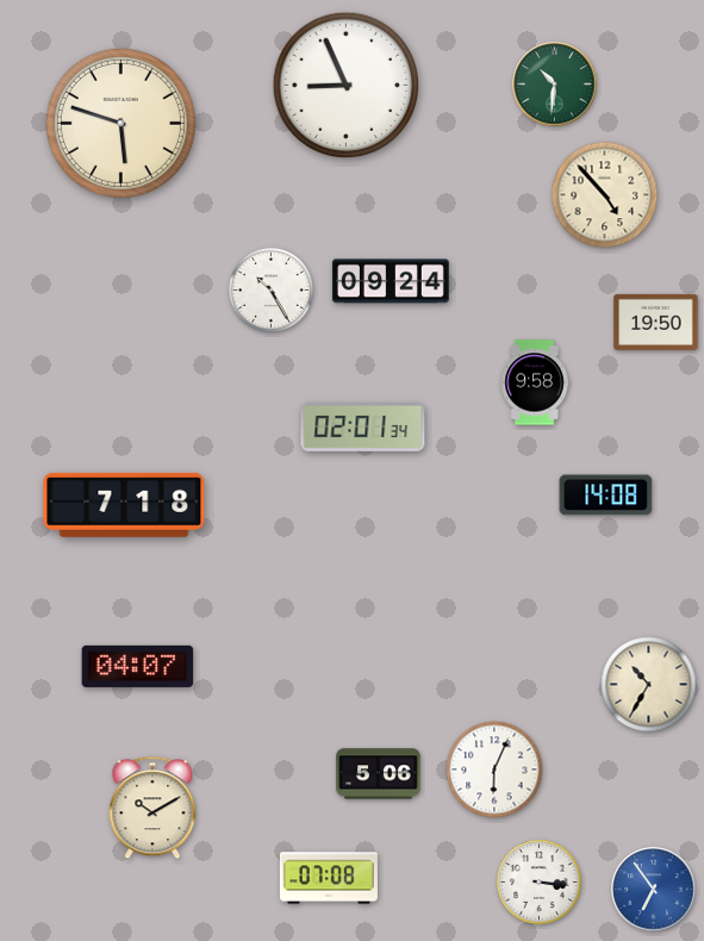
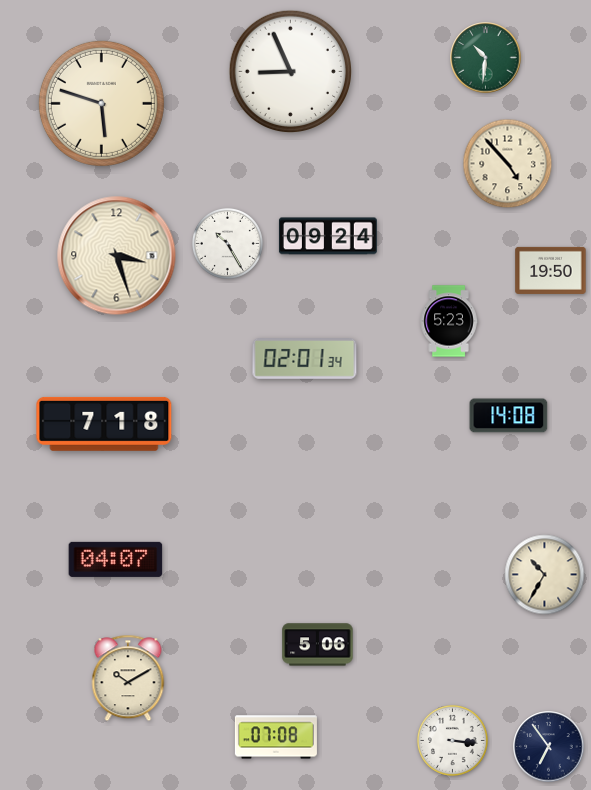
clock at (555, 85) position: (555, 85) -> (486, 58)
clock at (117, 256): none -> 3:27
clock at (535, 382): 9:58 -> 5:23
clock at (494, 769): 6:04 -> none
clock at (379, 774) position: (379, 774) -> (318, 645)
clock at (654, 890) dial: blue -> navy
